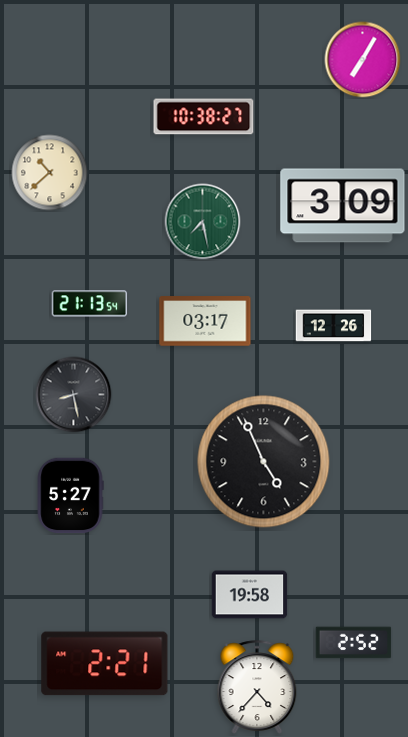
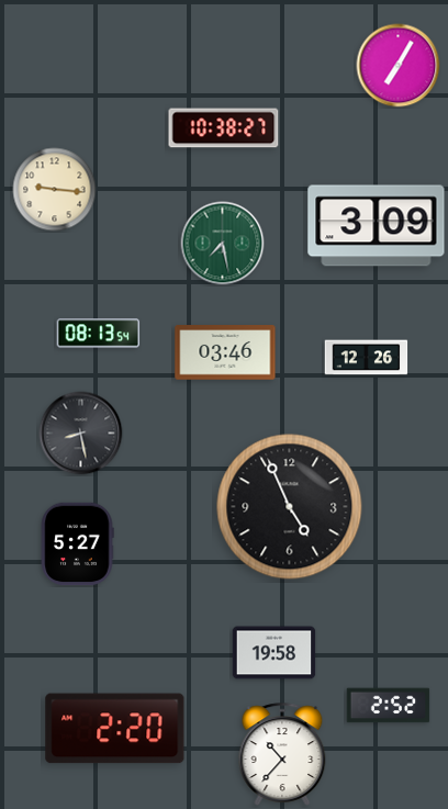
clock at (50, 173): 10:38 -> 9:16
clock at (90, 304): 21:13 -> 08:13
clock at (205, 321): 03:17 -> 03:46
clock at (105, 664): 2:21 -> 2:20
clock at (257, 687): 4:37 -> 10:37
